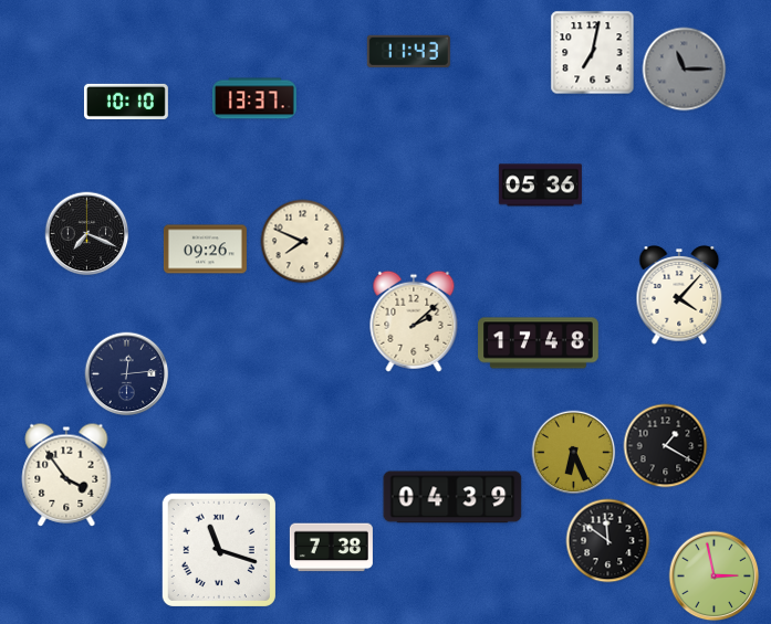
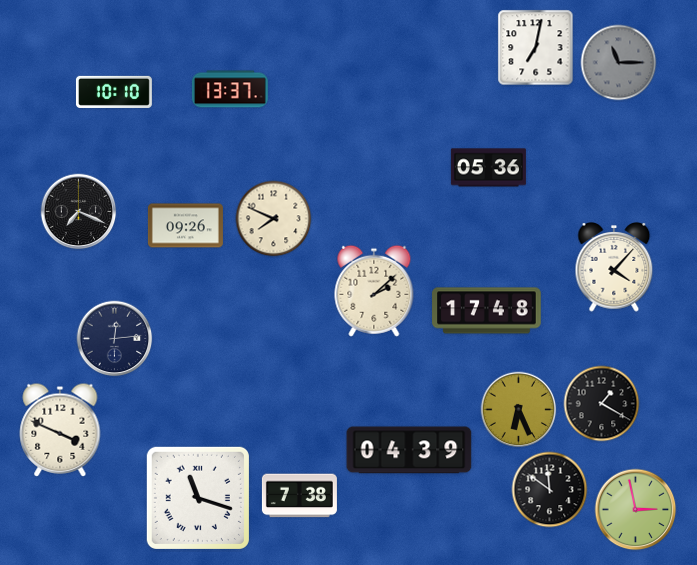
clock at (408, 51): 11:43 -> none
clock at (66, 475): 3:54 -> 3:49
clock at (715, 577) position: (715, 577) -> (636, 510)
